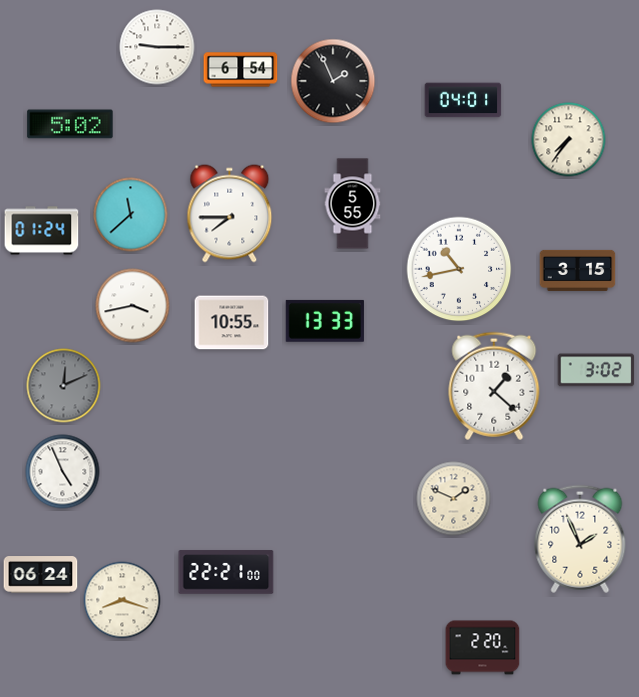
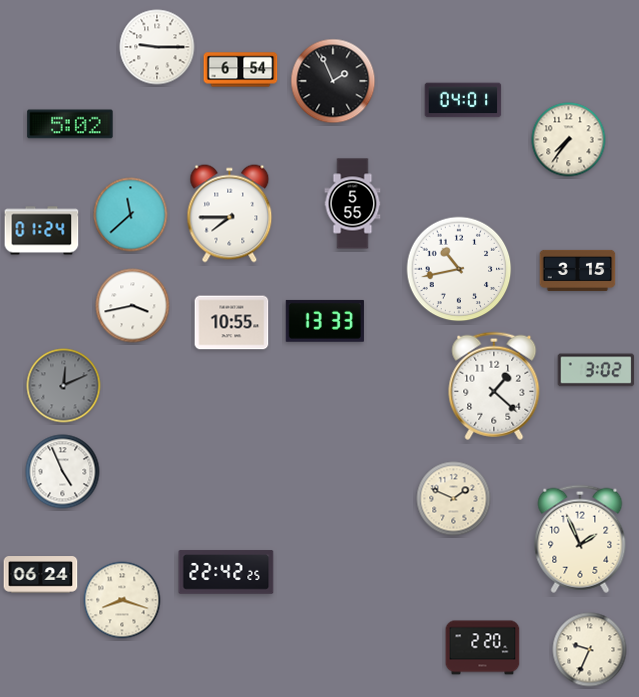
clock at (226, 572): 22:21 -> 22:42
clock at (590, 650): none -> 9:34
